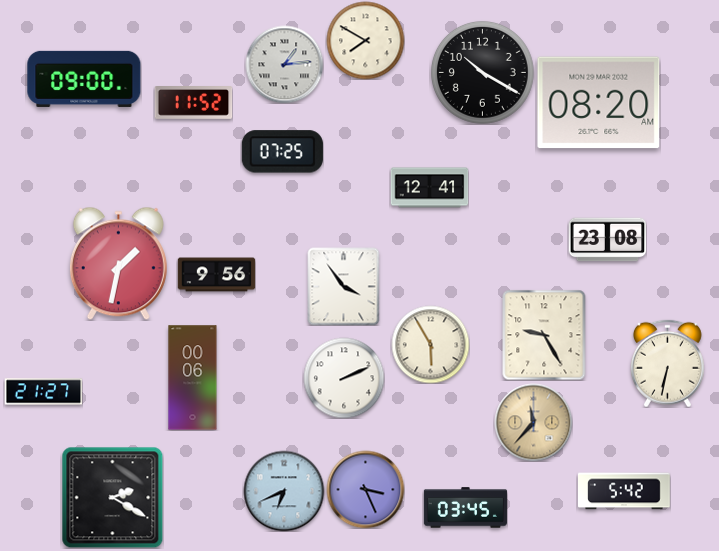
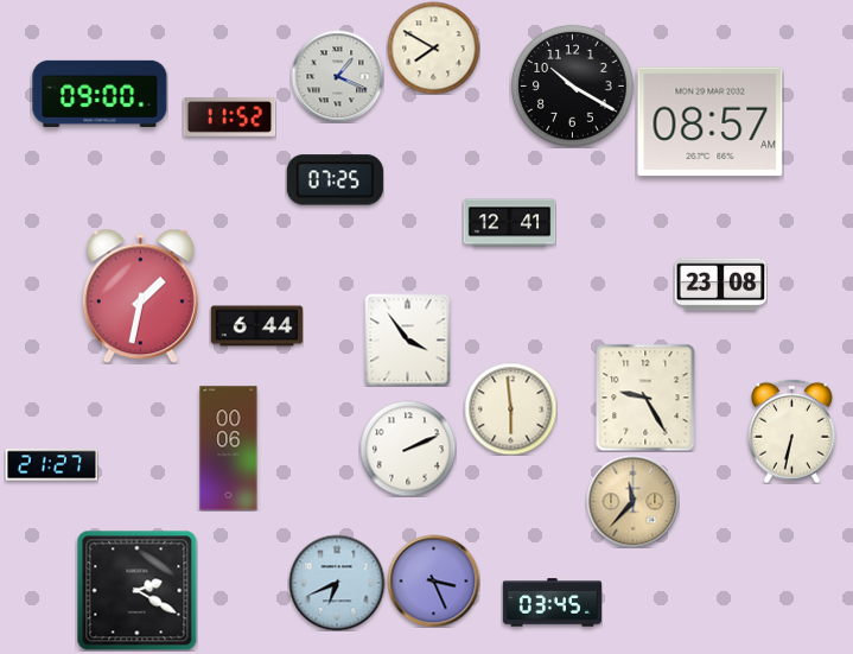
clock at (284, 64): 1:14 -> 1:19
clock at (193, 103) position: (193, 103) -> (229, 118)
clock at (599, 103): 08:20 -> 08:57
clock at (118, 263) position: (118, 263) -> (140, 296)
clock at (216, 275): 9:56 -> 6:44
clock at (430, 344): 5:55 -> 5:59
clock at (625, 491): 5:42 -> none
clock at (112, 497) position: (112, 497) -> (136, 590)
